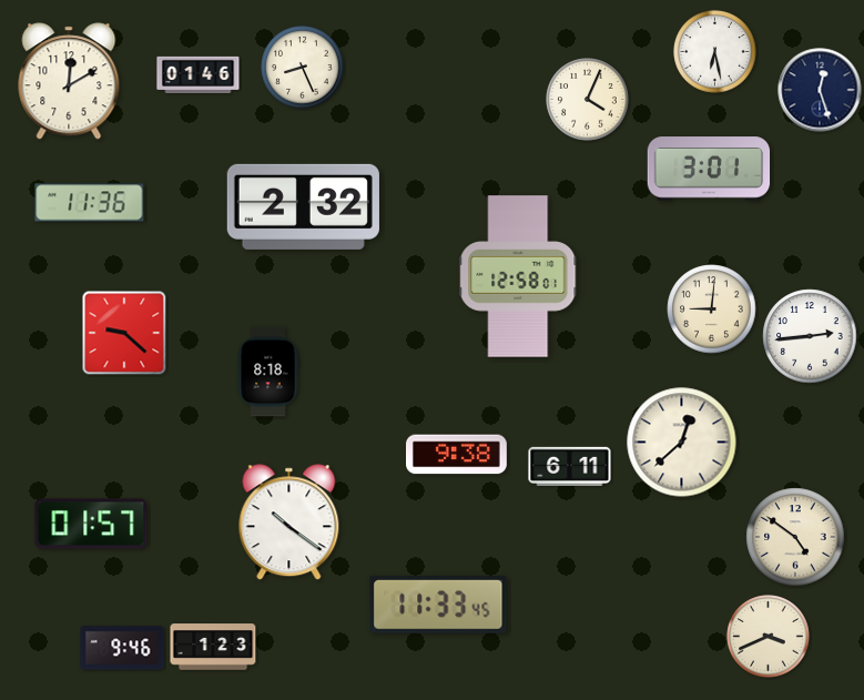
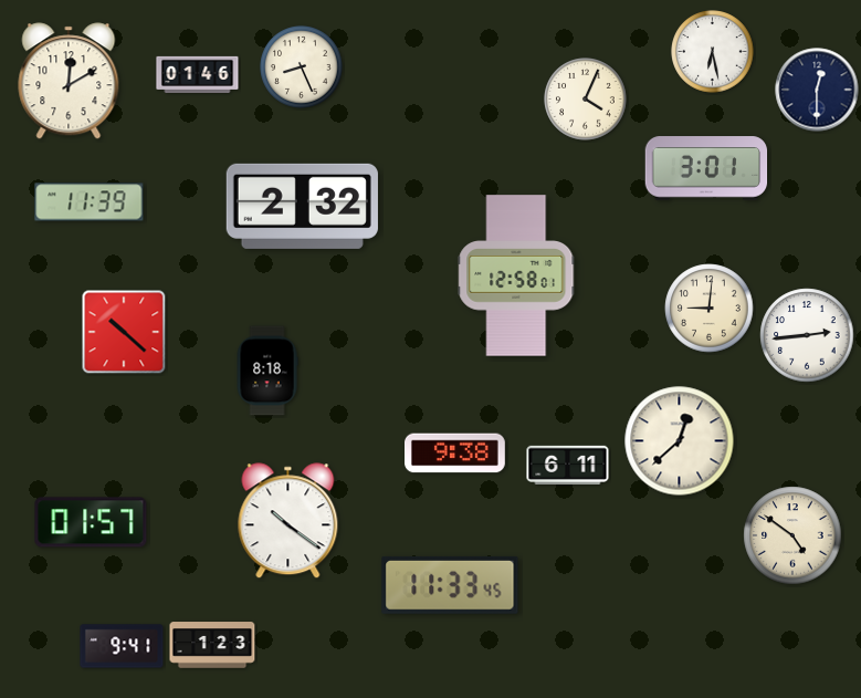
clock at (820, 90): 12:27 -> 12:30
clock at (90, 203): 11:36 -> 11:39
clock at (124, 333): 9:22 -> 10:22
clock at (438, 605) position: (438, 605) -> (450, 585)
clock at (769, 637): 3:41 -> none
clock at (122, 648): 9:46 -> 9:41
